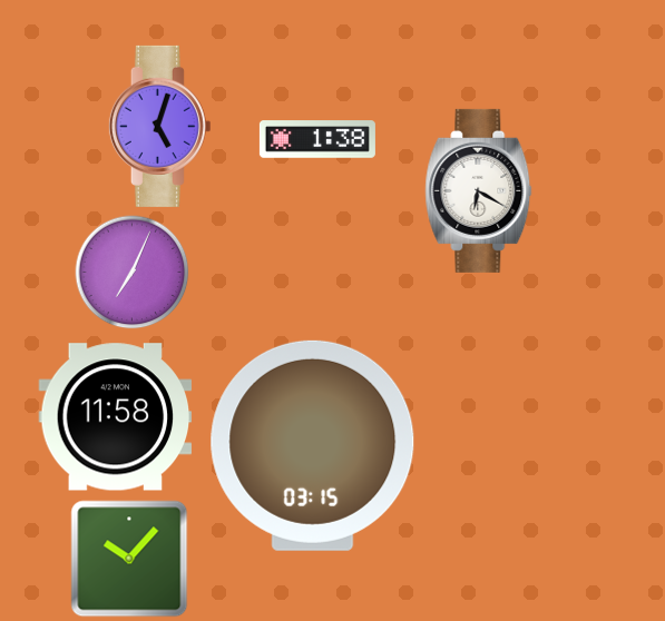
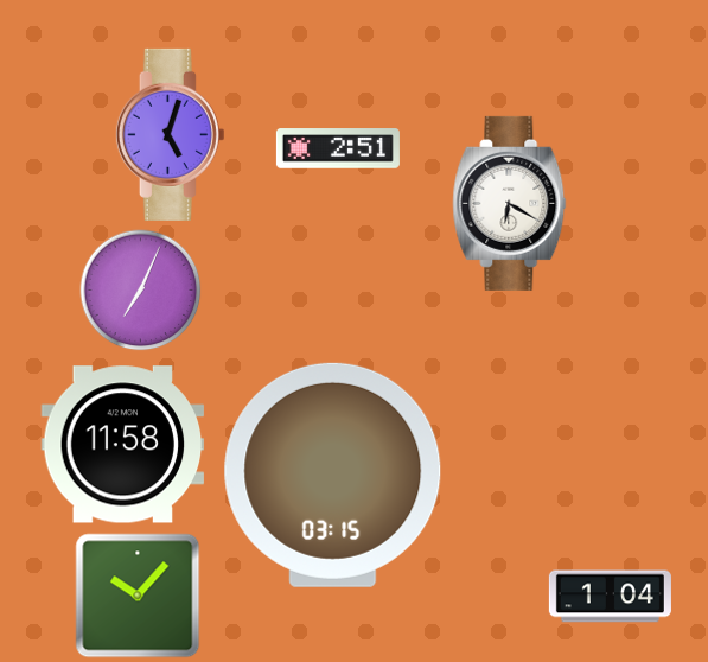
clock at (317, 139): 1:38 -> 2:51
clock at (610, 597): none -> 1:04
